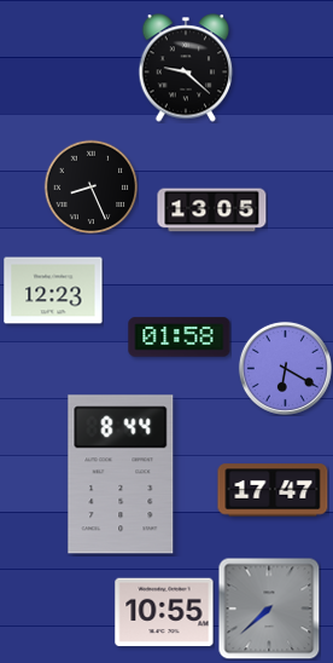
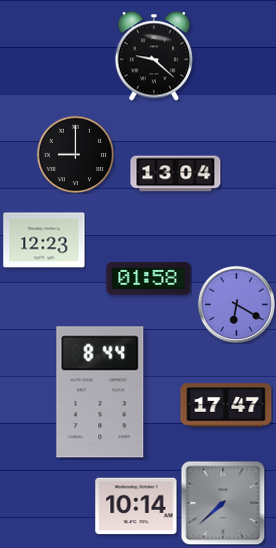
clock at (90, 186): 8:26 -> 9:00
clock at (212, 211): 13:05 -> 13:04
clock at (164, 612): 10:55 -> 10:14
